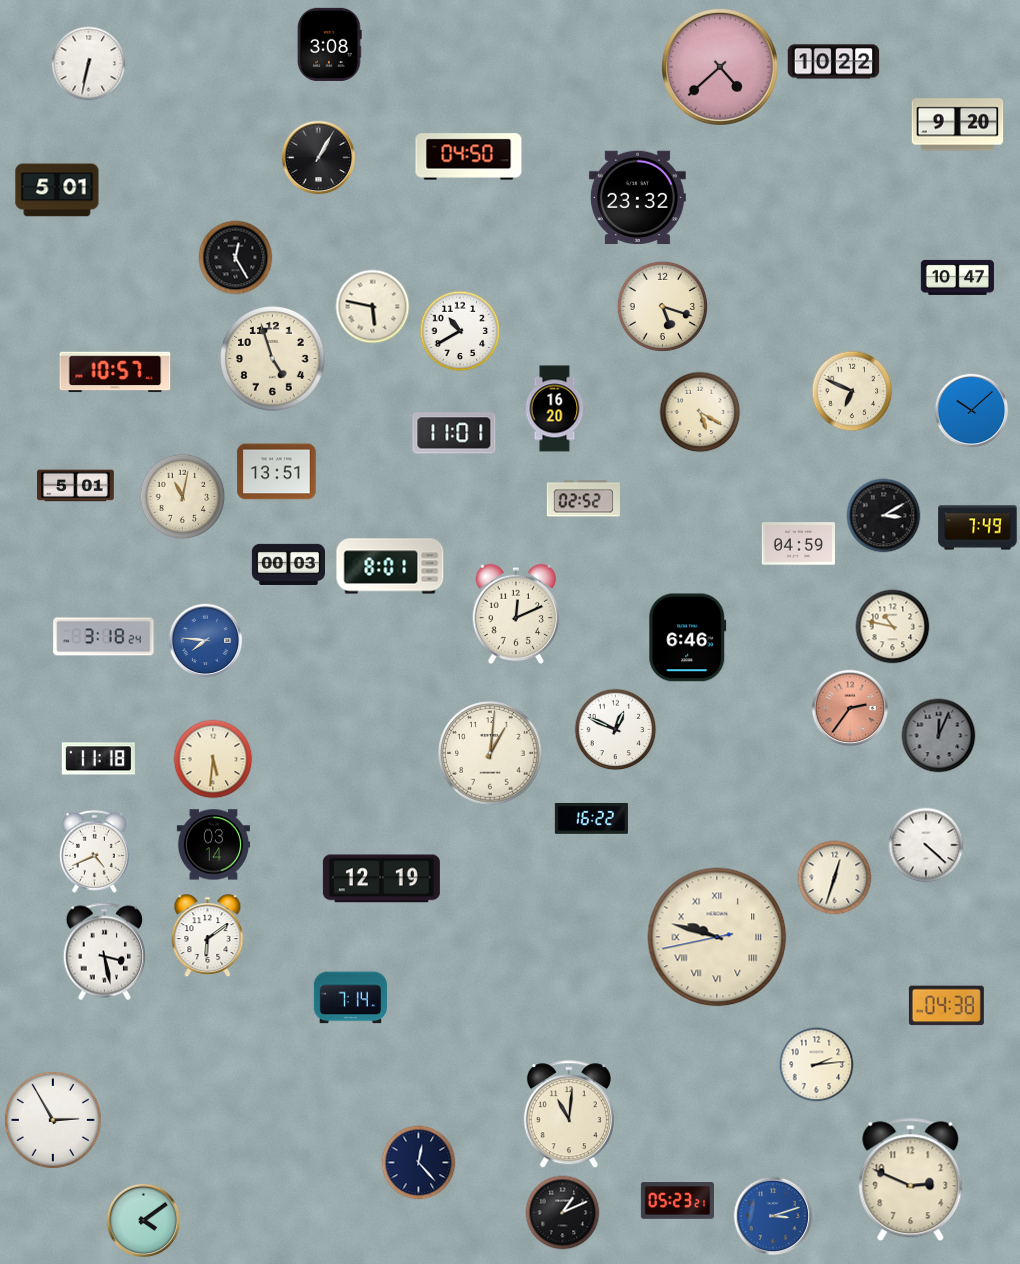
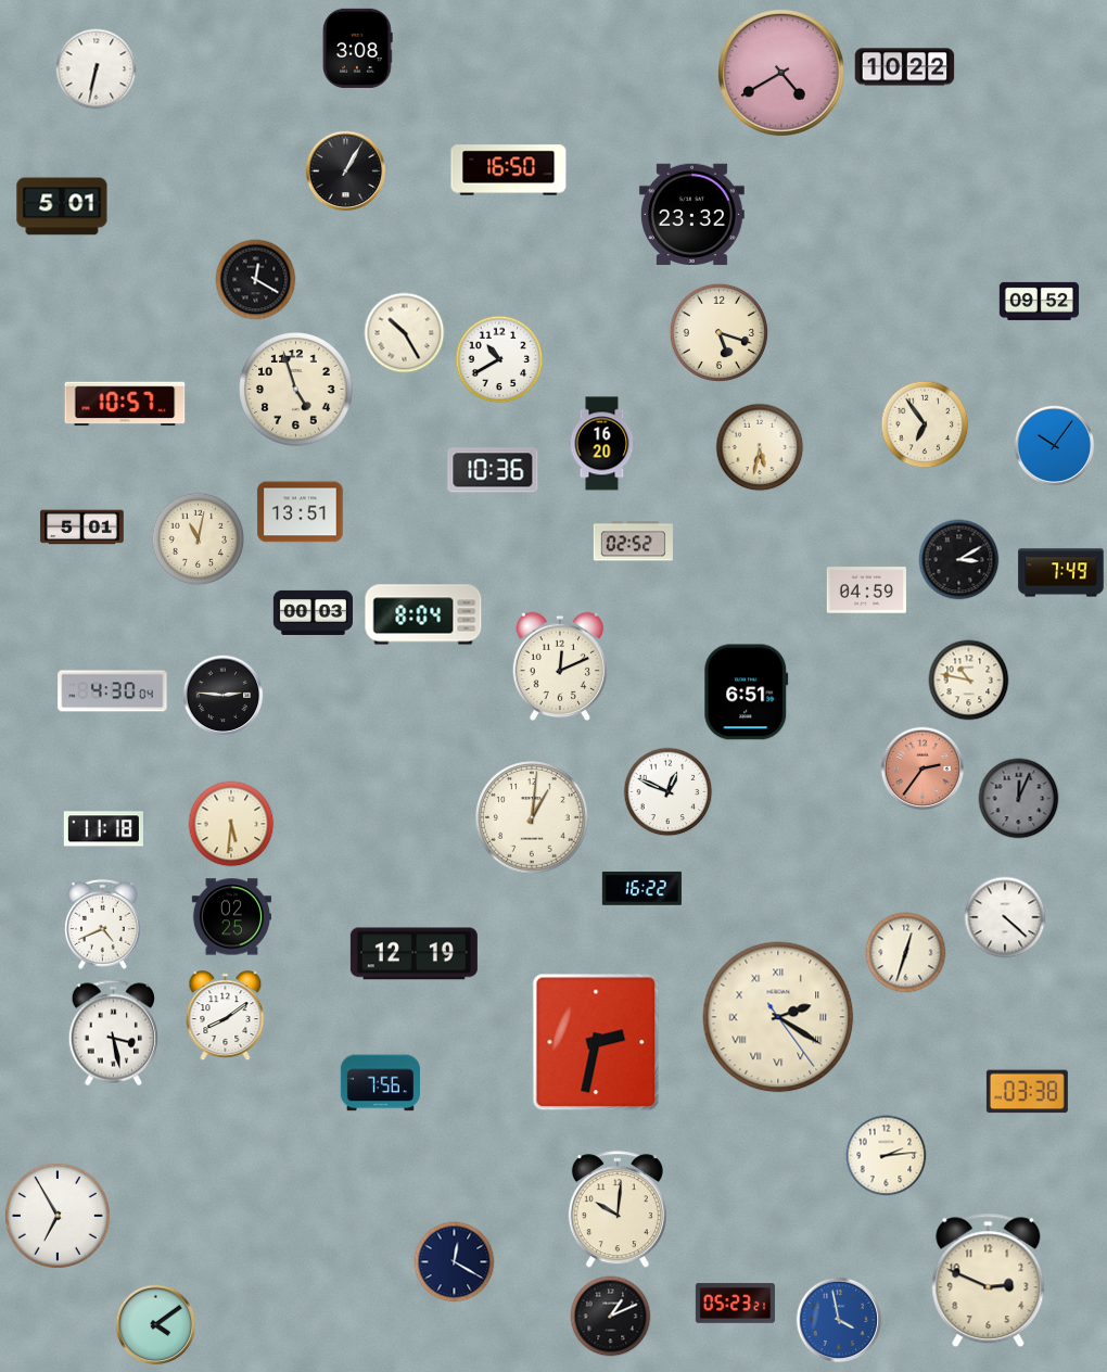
clock at (720, 67): 4:38 -> 4:40
clock at (958, 125): 9:20 -> none
clock at (469, 157): 04:50 -> 16:50
clock at (236, 258): 12:25 -> 12:20
clock at (957, 277): 10:47 -> 09:52
clock at (373, 307): 5:47 -> 10:25
clock at (852, 391): 6:49 -> 6:54
clock at (972, 411): 10:08 -> 10:06
clock at (700, 412): 5:20 -> 5:32
clock at (454, 433): 11:01 -> 10:36
clock at (390, 566): 8:01 -> 8:04
clock at (104, 637): 3:18 -> 4:30
clock at (688, 638): 6:46 -> 6:51
clock at (206, 641): 7:46 -> 2:46
clock at (206, 641) dial: blue -> black
clock at (98, 759) position: (98, 759) -> (103, 829)
clock at (213, 845): 03:14 -> 02:25
clock at (208, 935): 6:09 -> 8:09
clock at (717, 937): 9:47 -> 2:20
clock at (596, 1042): none -> 2:32
clock at (350, 998): 7:14 -> 7:56
clock at (946, 1006): 04:38 -> 03:38
clock at (569, 1115): 11:01 -> 10:01
clock at (53, 1120): 2:55 -> 6:55
clock at (419, 1163): 12:23 -> 12:20
clock at (773, 1216): 3:12 -> 3:58
